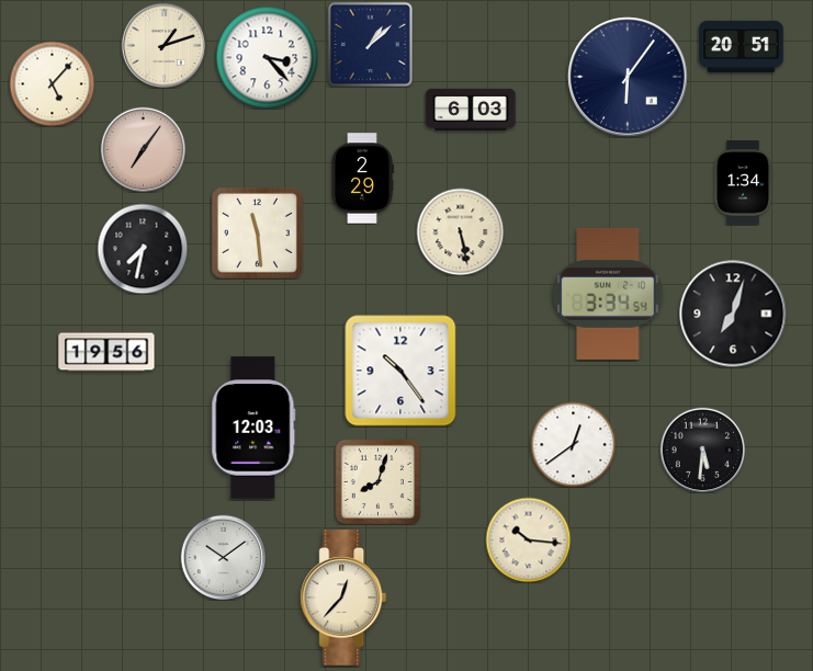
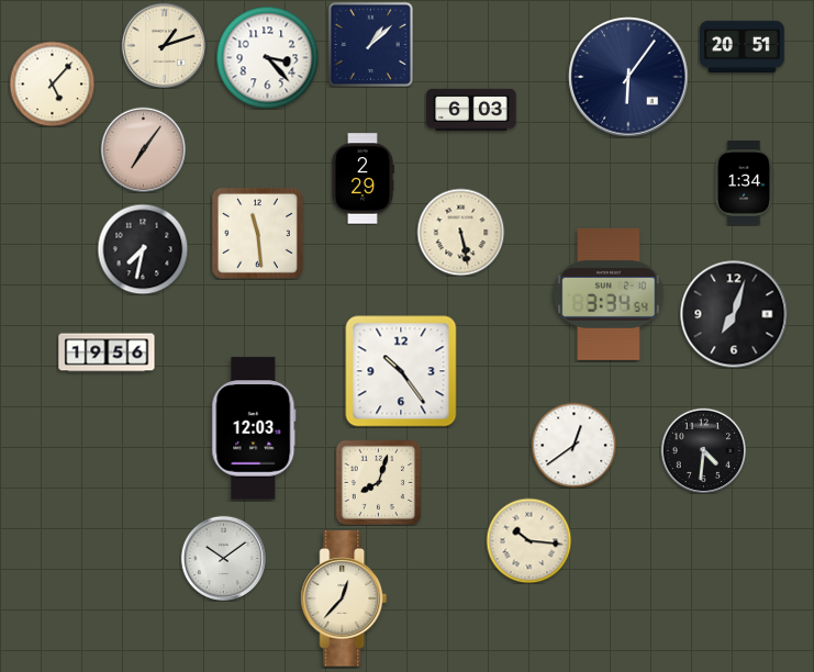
clock at (702, 450): 5:31 -> 4:31
